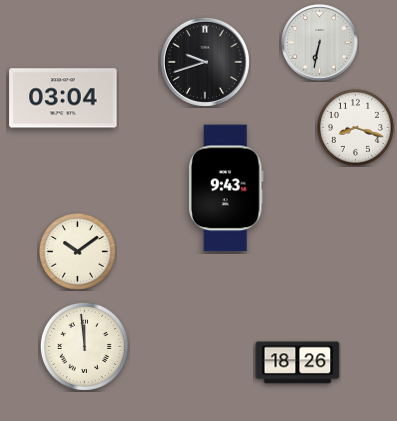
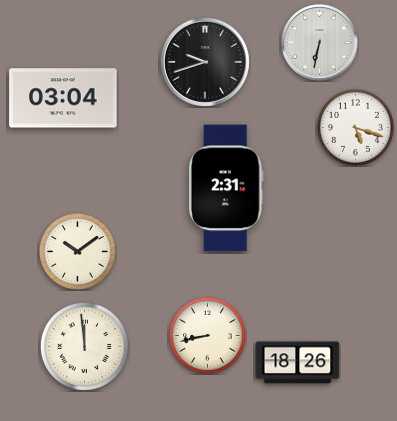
clock at (356, 128): 8:18 -> 5:18
clock at (226, 188): 9:43 -> 2:31
clock at (208, 336): none -> 8:43
